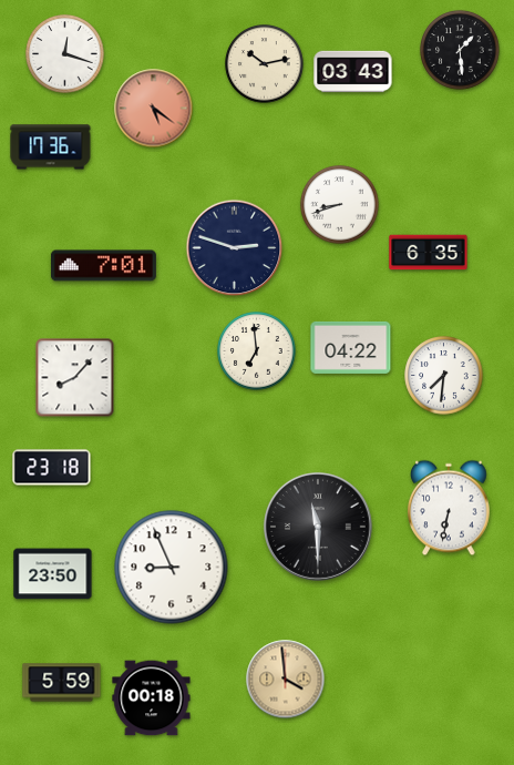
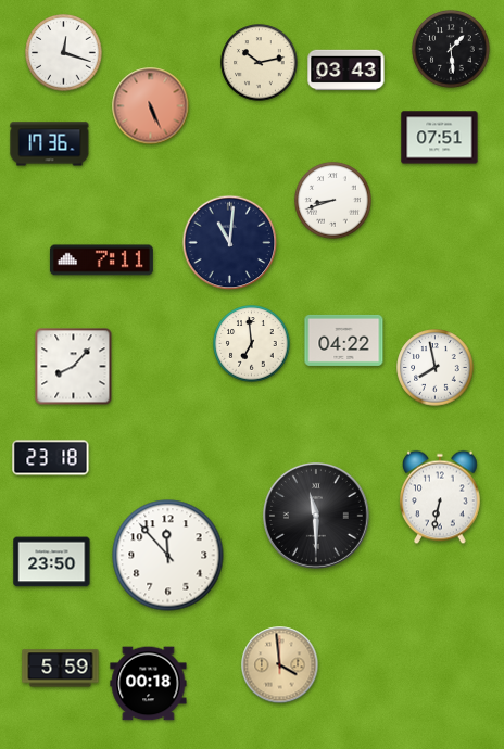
clock at (154, 109): 5:21 -> 5:26
clock at (440, 138): none -> 07:51
clock at (235, 248): 2:48 -> 11:01
clock at (429, 253): 6:35 -> none
clock at (103, 266): 7:01 -> 7:11
clock at (444, 376): 7:31 -> 7:58
clock at (75, 378) position: (75, 378) -> (74, 367)
clock at (318, 527) position: (318, 527) -> (316, 516)
clock at (172, 568): 8:56 -> 11:53
